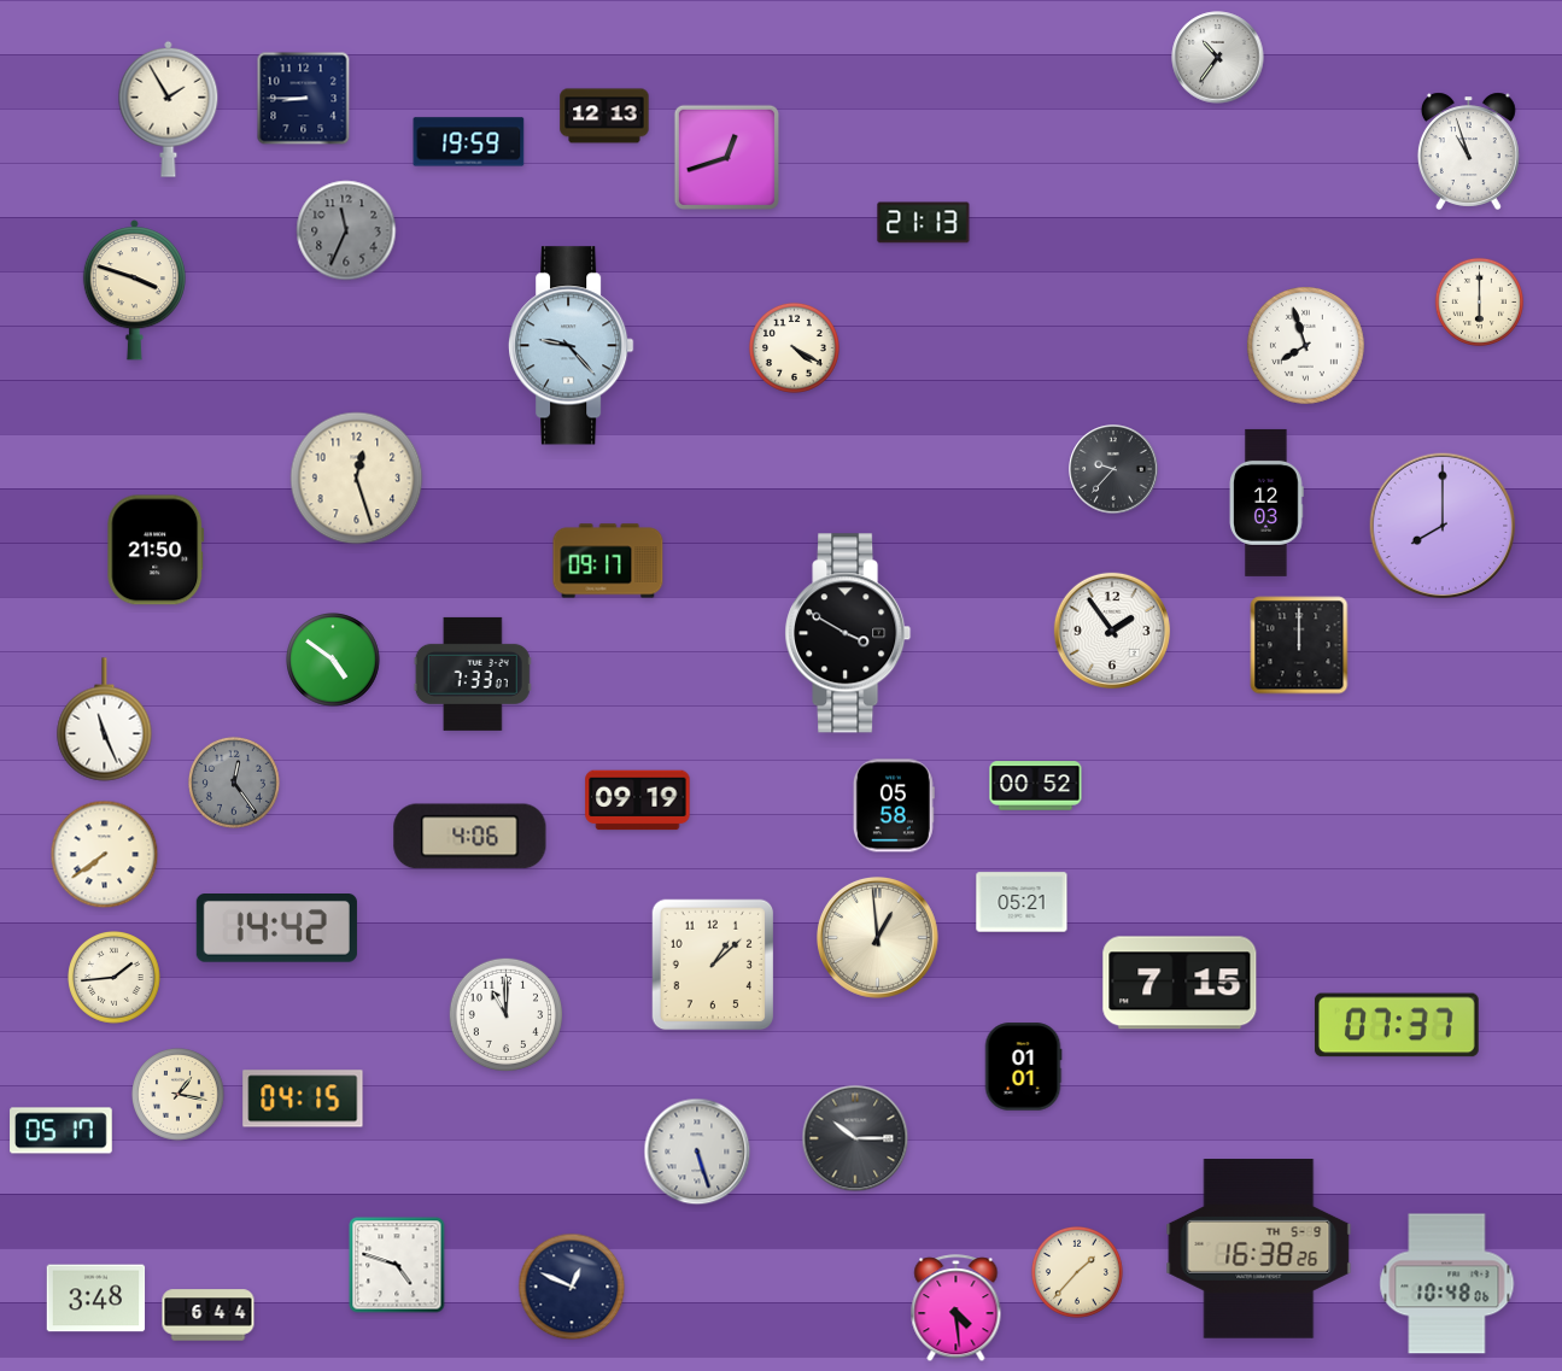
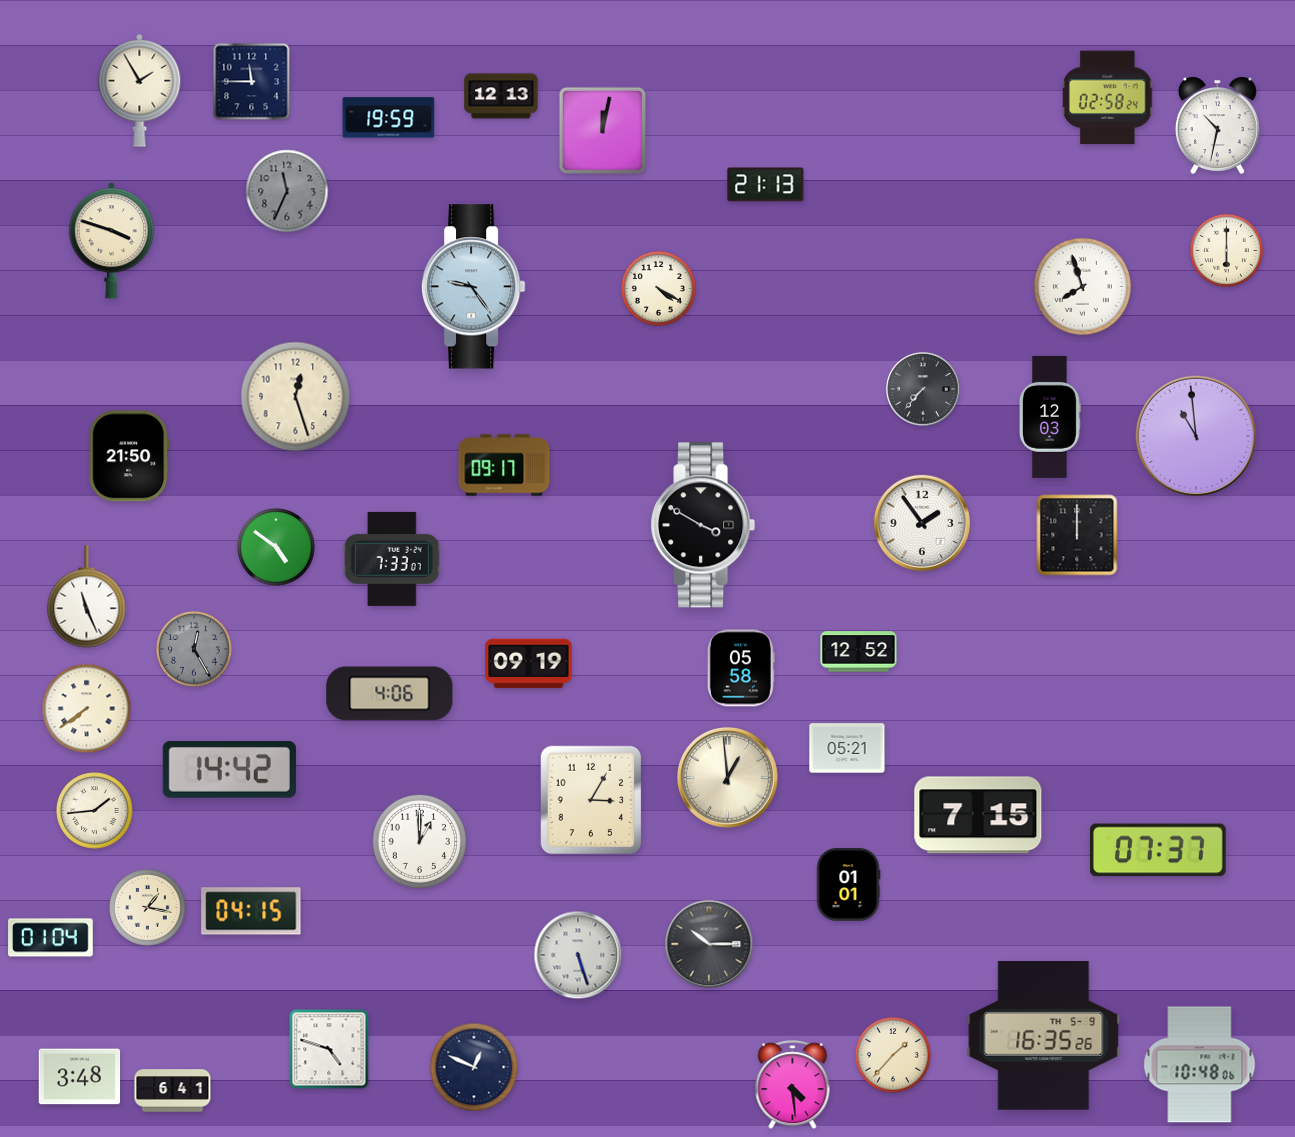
clock at (1218, 58): 10:36 -> none
clock at (304, 99): 8:45 -> 11:45
clock at (1108, 98): none -> 02:58
clock at (1468, 151): 10:57 -> 10:32
clock at (726, 157): 12:42 -> 12:02
clock at (572, 346): 9:23 -> 9:24
clock at (1113, 469): 9:37 -> 7:37
clock at (1443, 526): 8:00 -> 10:59
clock at (234, 783): 12:24 -> 12:25
clock at (1036, 786): 00:52 -> 12:52
clock at (713, 965): 1:08 -> 3:05
clock at (505, 1014): 11:00 -> 1:00
clock at (62, 1131): 05:17 -> 01:04
clock at (1259, 1249): 16:38 -> 16:35
clock at (209, 1316): 6:44 -> 6:41
